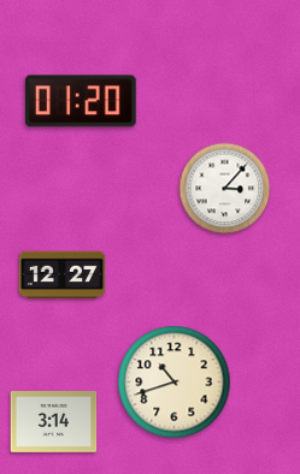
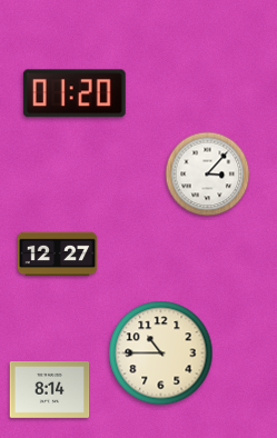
clock at (175, 383): 10:42 -> 10:45
clock at (54, 421): 3:14 -> 8:14
